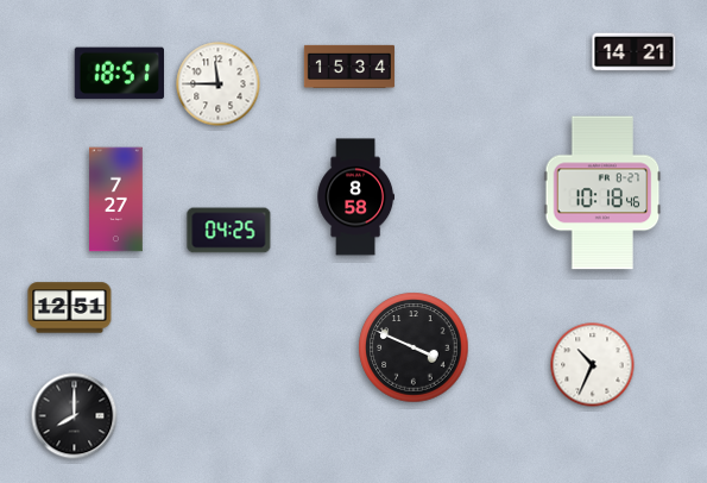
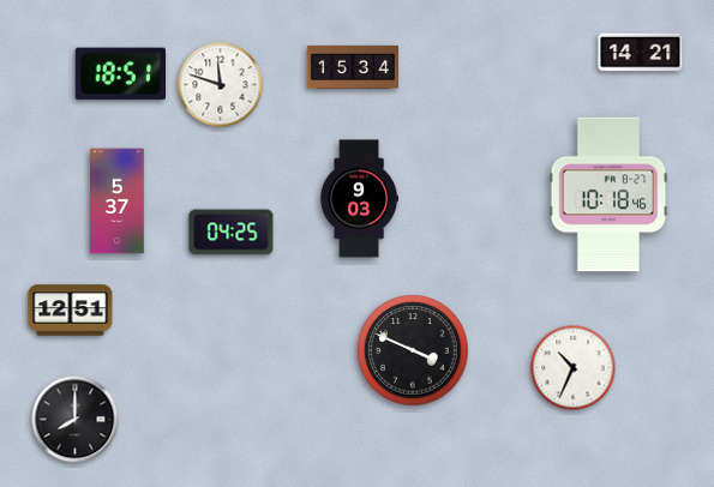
clock at (219, 84): 11:45 -> 11:48
clock at (355, 197): 8:58 -> 9:03
clock at (116, 200): 7:27 -> 5:37
clock at (414, 347) position: (414, 347) -> (413, 350)
clock at (593, 365) position: (593, 365) -> (574, 368)
